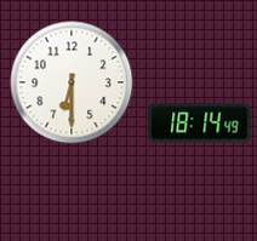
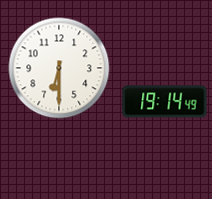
clock at (200, 124): 18:14 -> 19:14
